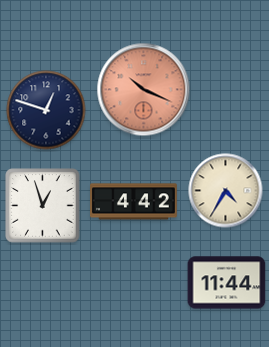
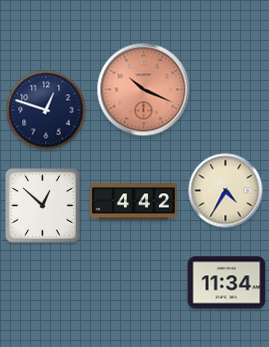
clock at (43, 206): 12:57 -> 12:52
clock at (227, 283): 11:44 -> 11:34
